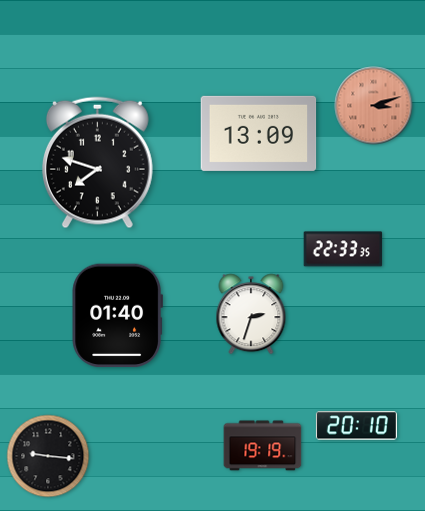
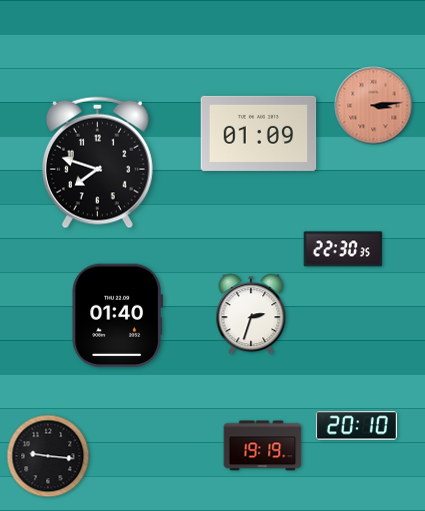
clock at (374, 106): 3:12 -> 3:14
clock at (259, 133): 13:09 -> 01:09
clock at (343, 249): 22:33 -> 22:30
